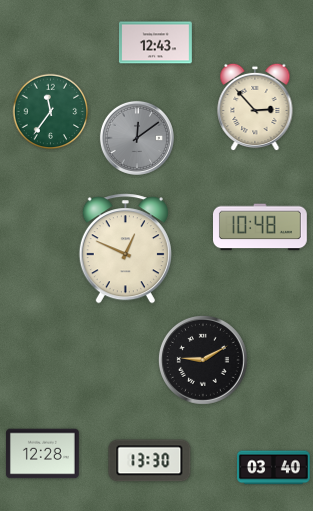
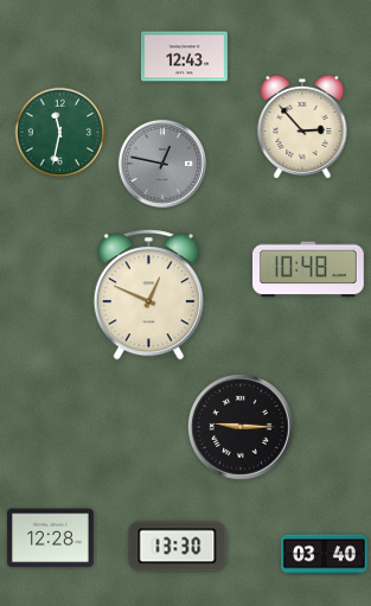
clock at (156, 43) position: (156, 43) -> (185, 57)
clock at (51, 112): 11:36 -> 11:32
clock at (137, 138): 12:09 -> 12:47
clock at (204, 361): 9:10 -> 9:15
